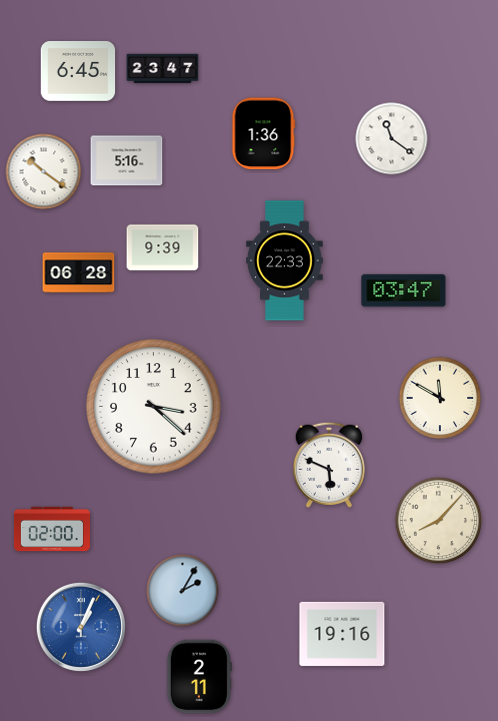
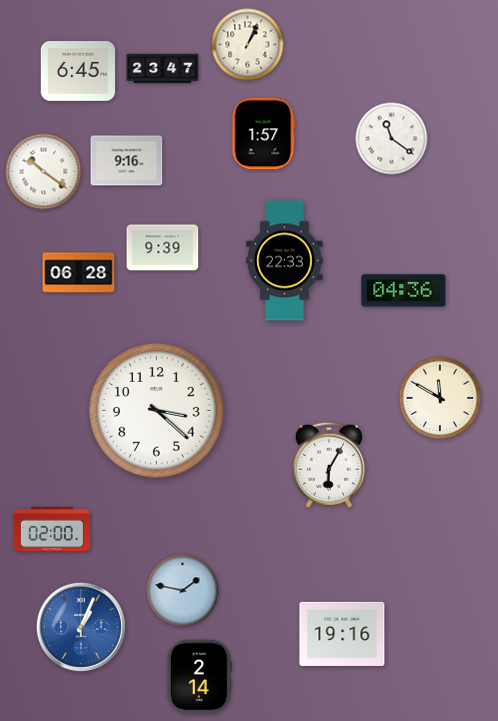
clock at (248, 45): none -> 1:04
clock at (264, 134): 1:36 -> 1:57
clock at (127, 161): 5:16 -> 9:16
clock at (404, 291): 03:47 -> 04:36
clock at (154, 407) position: (154, 407) -> (157, 411)
clock at (329, 465): 5:49 -> 6:05
clock at (439, 521): 8:07 -> none
clock at (183, 591): 2:05 -> 1:47
clock at (199, 677): 2:11 -> 2:14
